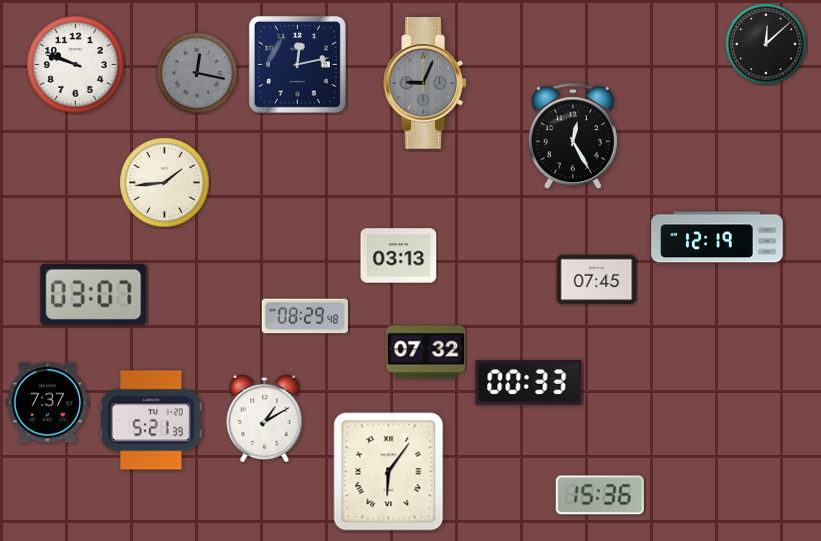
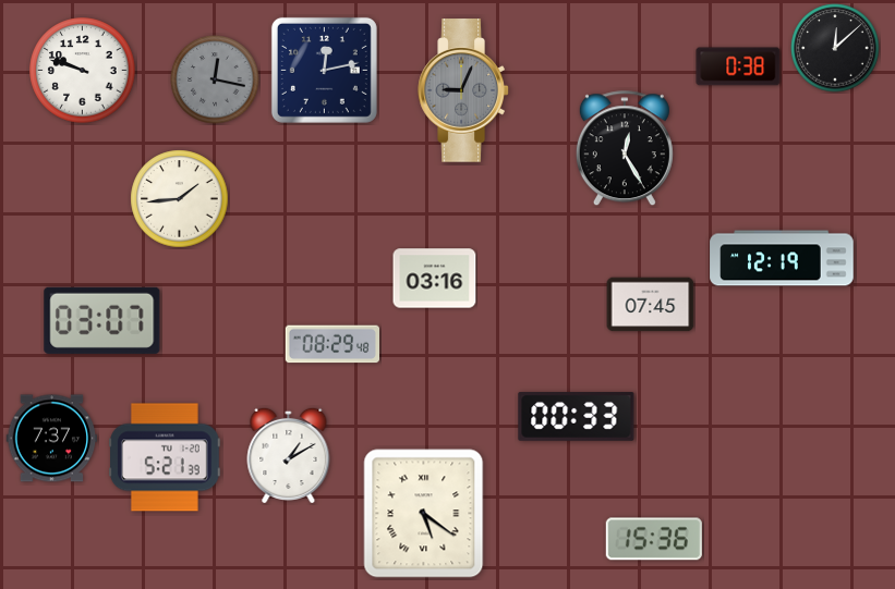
clock at (738, 66): none -> 0:38
clock at (399, 256): 03:13 -> 03:16
clock at (426, 352): 07:32 -> none
clock at (389, 472): 6:06 -> 5:21
